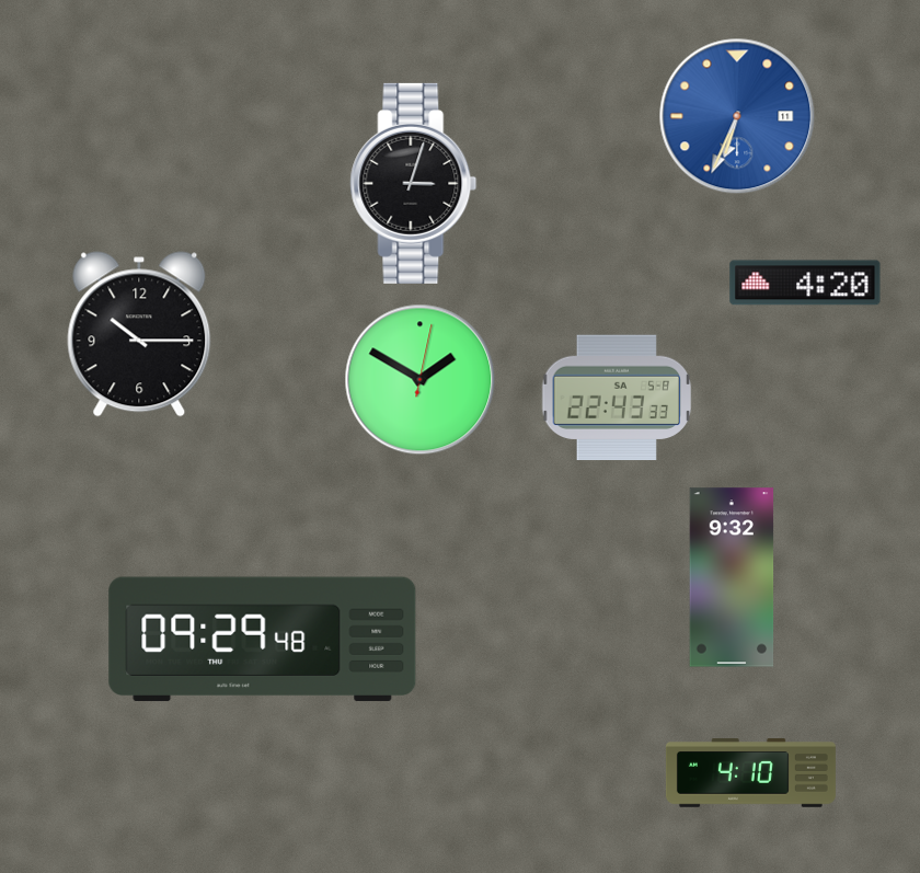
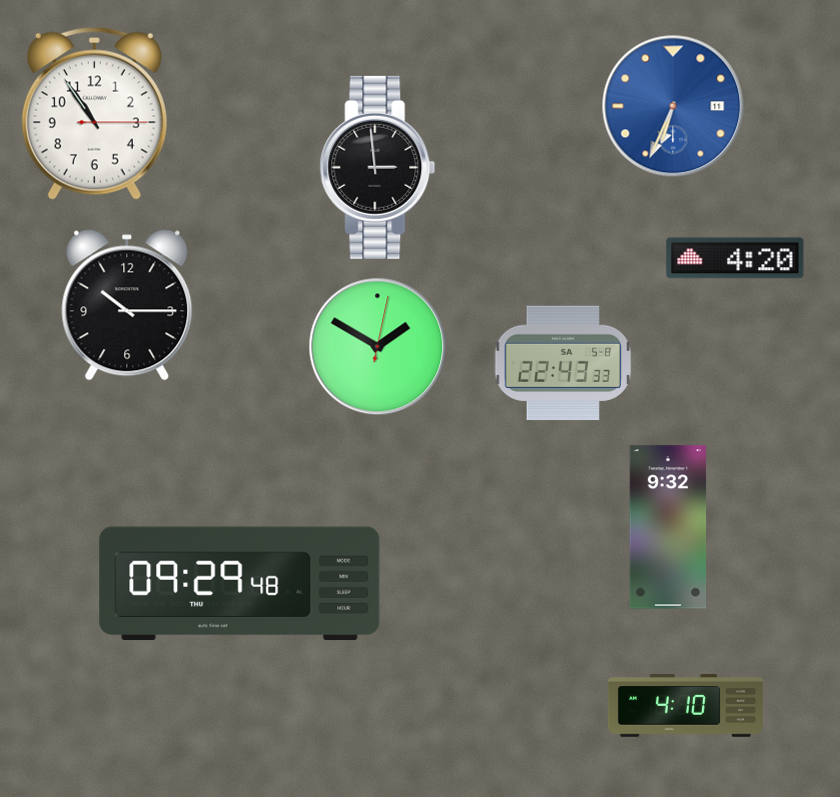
clock at (94, 113): none -> 10:54
clock at (414, 183): 3:03 -> 2:59
clock at (421, 380) position: (421, 380) -> (378, 347)
